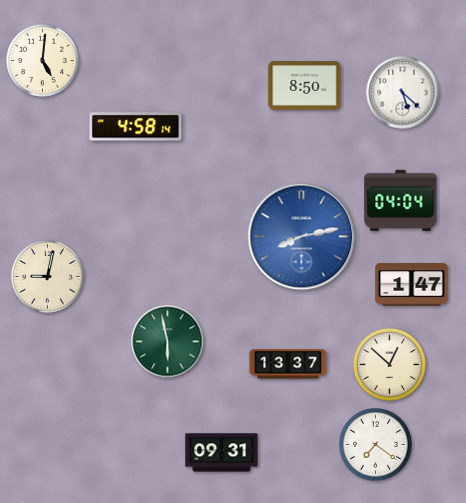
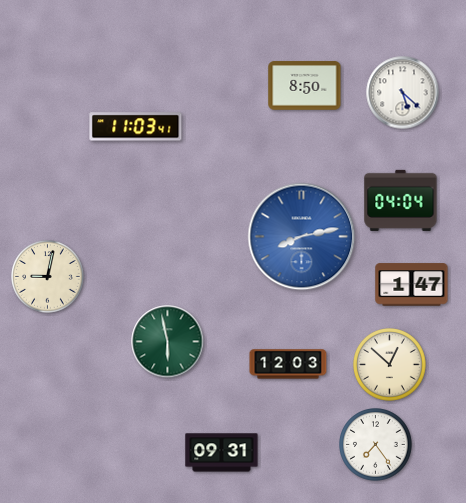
clock at (43, 61): 5:01 -> none
clock at (136, 127): 4:58 -> 11:03
clock at (288, 364): 13:37 -> 12:03
clock at (376, 445): 7:21 -> 7:24
